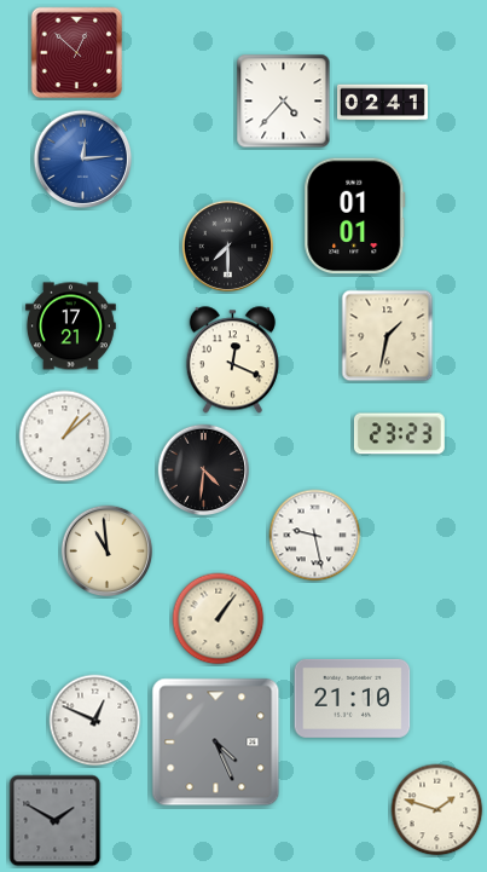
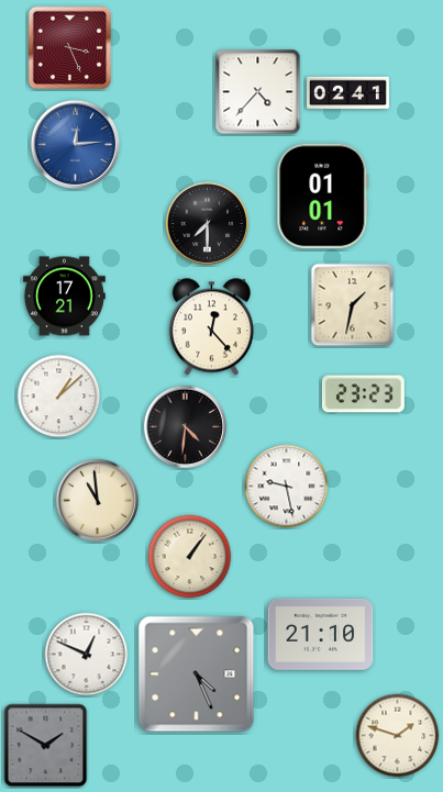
clock at (77, 53): 12:52 -> 3:26
clock at (232, 360): 12:19 -> 12:23
clock at (219, 619) position: (219, 619) -> (190, 557)
clock at (56, 821) position: (56, 821) -> (46, 746)
